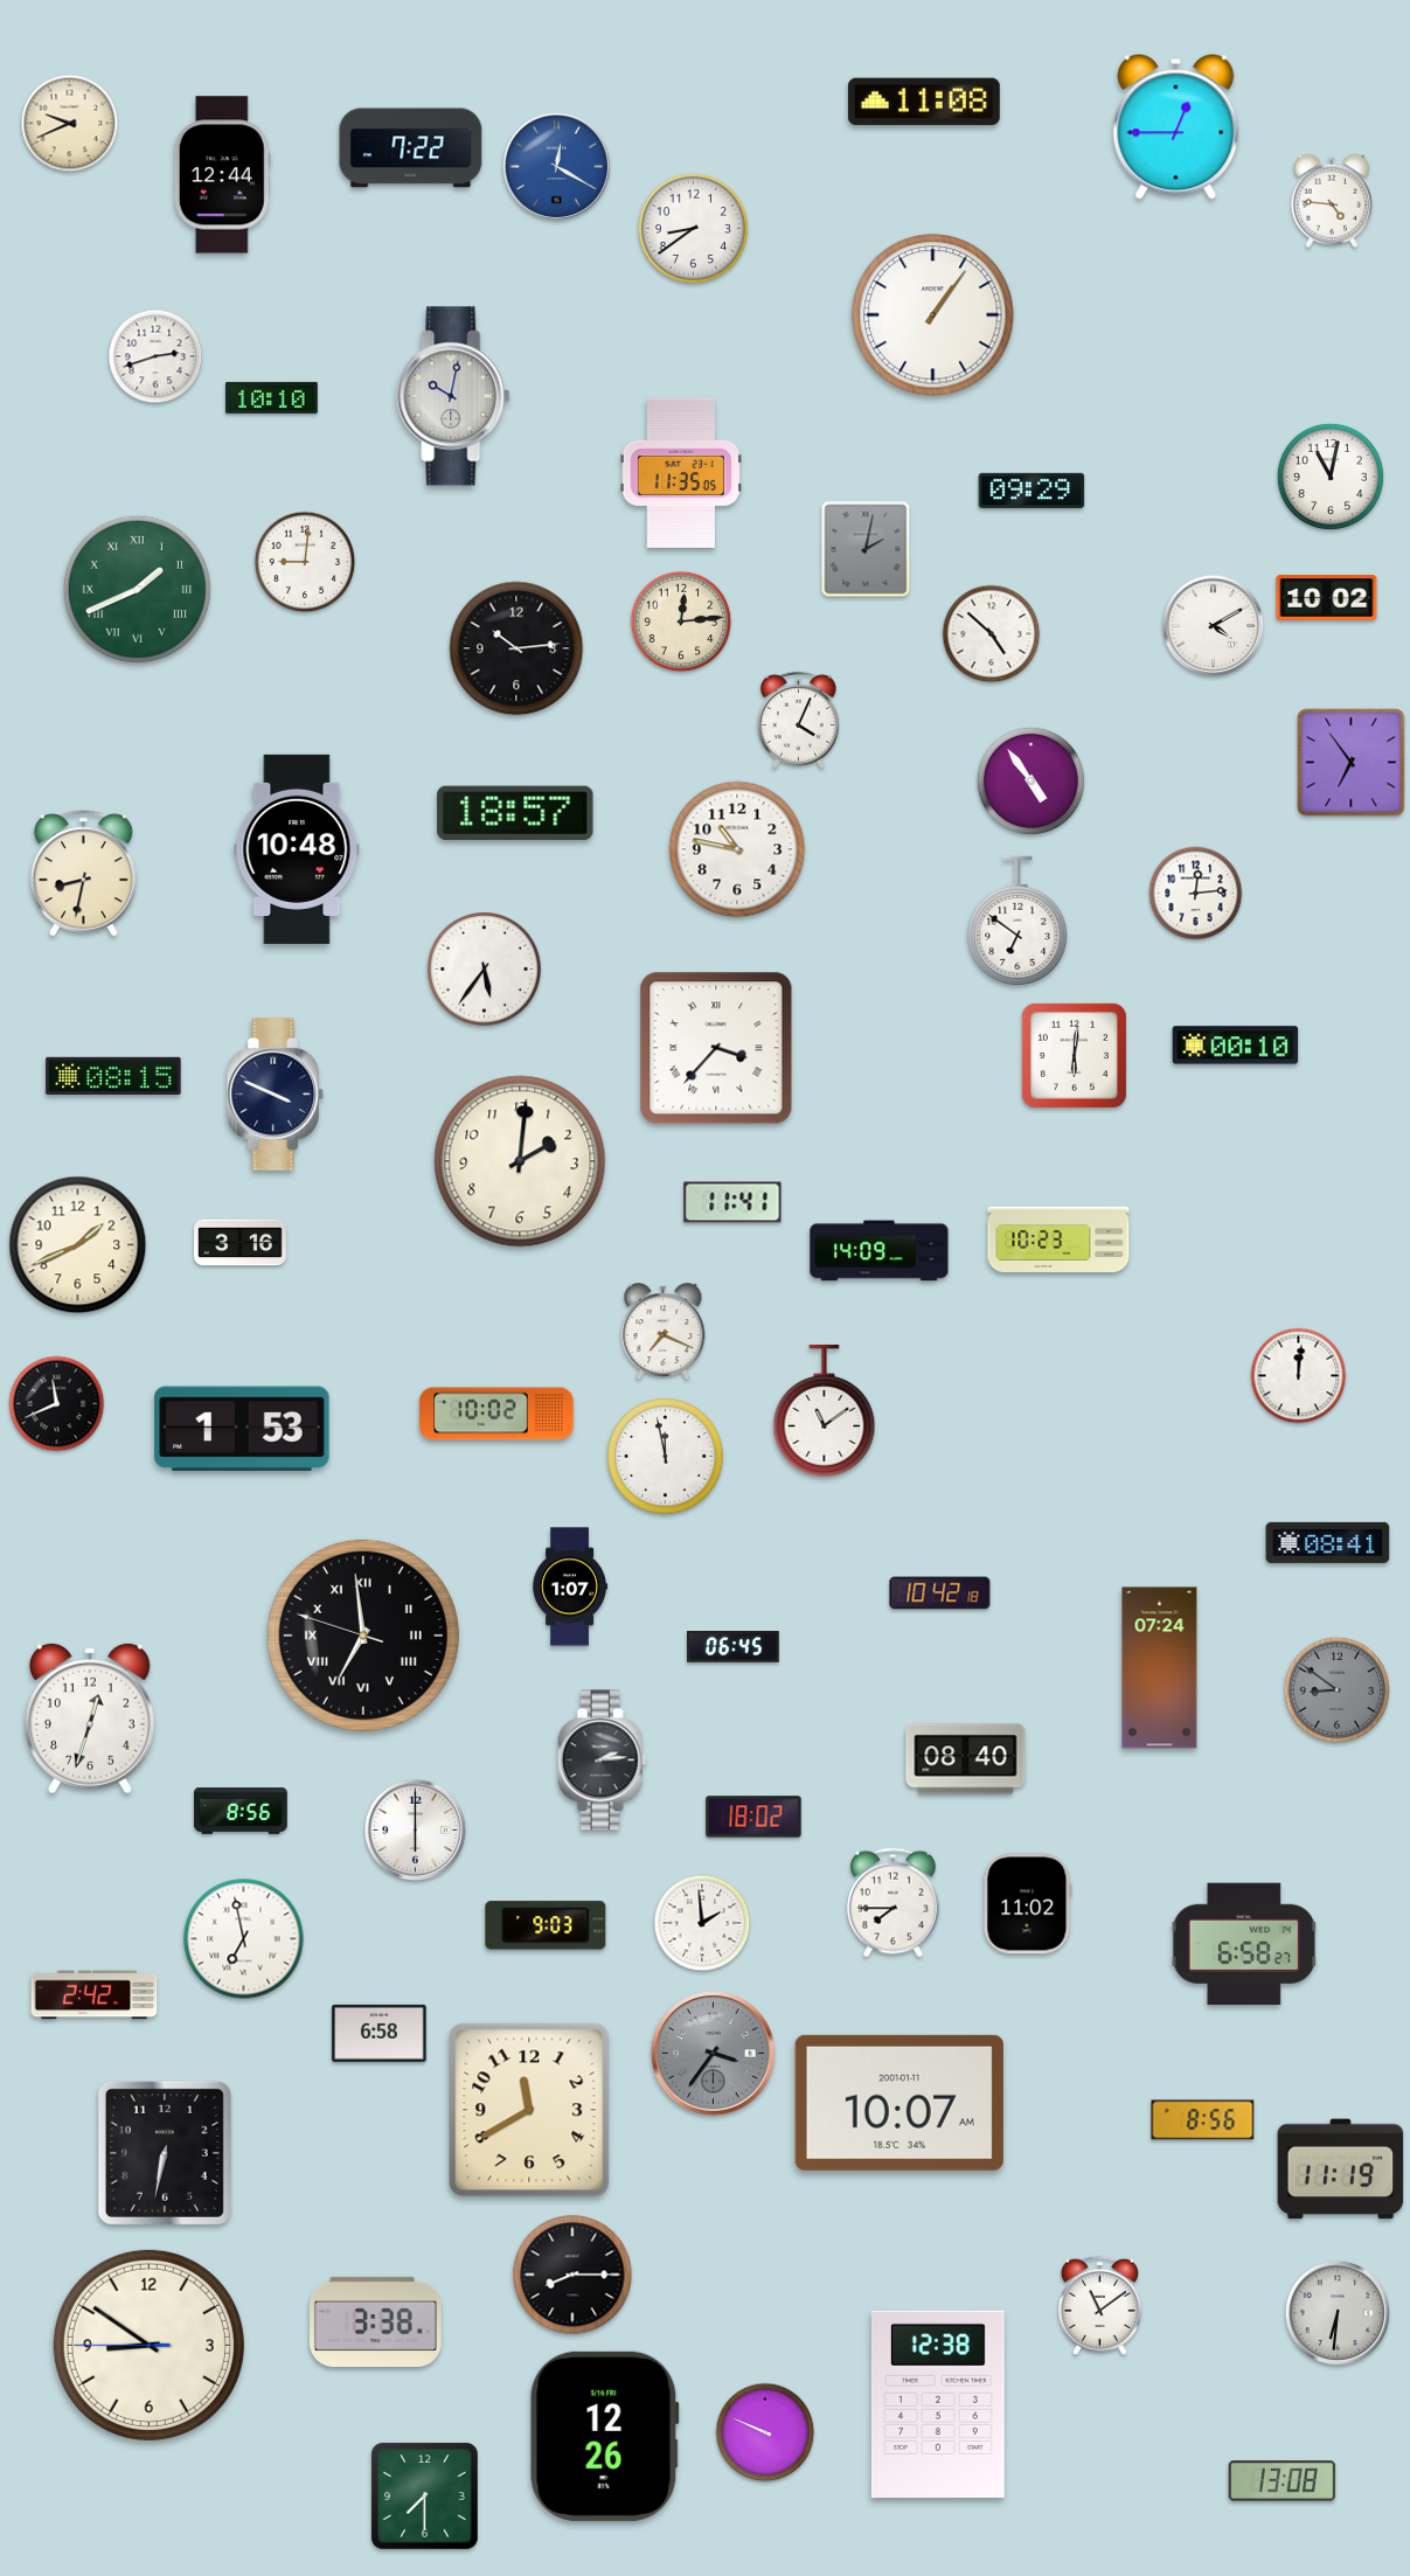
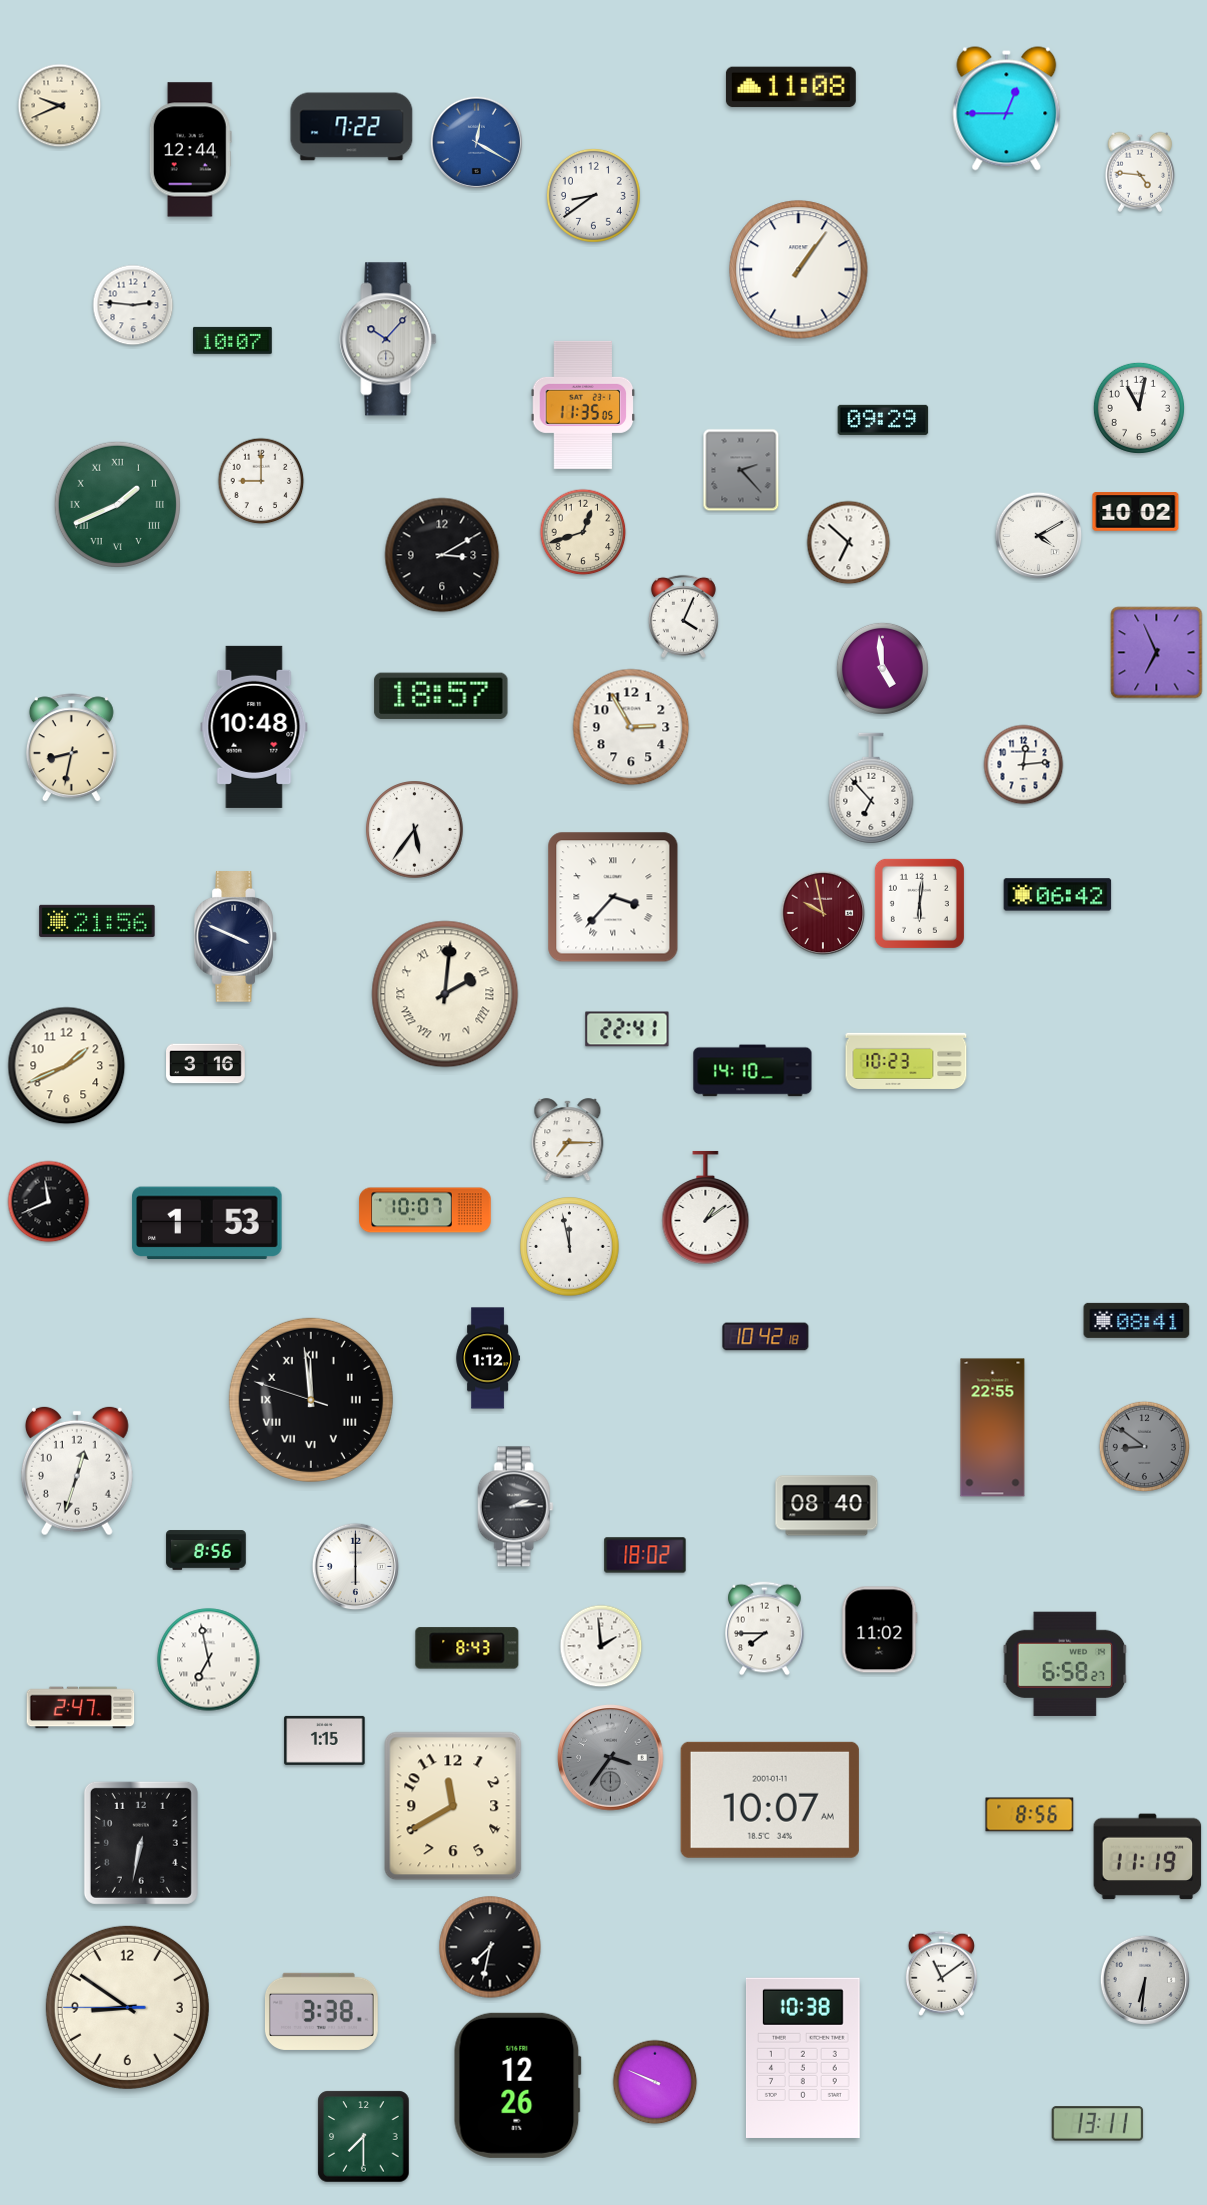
clock at (155, 356): 2:42 -> 2:46
clock at (453, 396): 10:02 -> 10:07
clock at (272, 397): 10:10 -> 10:07
clock at (866, 549): 2:02 -> 2:23
clock at (305, 562): 9:01 -> 9:00
clock at (681, 622): 12:14 -> 12:42
clock at (992, 634): 4:52 -> 6:52
clock at (516, 648): 10:14 -> 3:10
clock at (1352, 763): 6:54 -> 6:56
clock at (1030, 780): 4:54 -> 4:59
clock at (737, 849): 10:47 -> 2:55
clock at (1017, 921): 6:51 -> 6:53
clock at (1236, 1046): 00:10 -> 06:42
clock at (823, 913): none -> 9:58
clock at (113, 1076): 08:15 -> 21:56
clock at (520, 1161) numerals: Arabic -> Roman
clock at (732, 1202): 11:41 -> 22:41
clock at (880, 1251): 14:09 -> 14:10
clock at (664, 1332): 7:19 -> 7:15
clock at (1299, 1376): 12:01 -> none
clock at (825, 1410): 11:09 -> 1:09
clock at (496, 1414): 10:02 -> 10:07
clock at (569, 1586): 1:07 -> 1:12
clock at (940, 1593) position: (940, 1593) -> (766, 1337)
clock at (363, 1636): 6:58 -> 11:58
clock at (734, 1647): 06:45 -> none
clock at (1160, 1668): 07:24 -> 22:55
clock at (546, 1925): 9:03 -> 8:43
clock at (95, 1995): 2:42 -> 2:47
clock at (380, 2033): 6:58 -> 1:15
clock at (572, 2275): 8:15 -> 7:32
clock at (375, 2321) position: (375, 2321) -> (321, 2011)
clock at (938, 2403): 12:38 -> 10:38
clock at (1283, 2481): 13:08 -> 13:11
